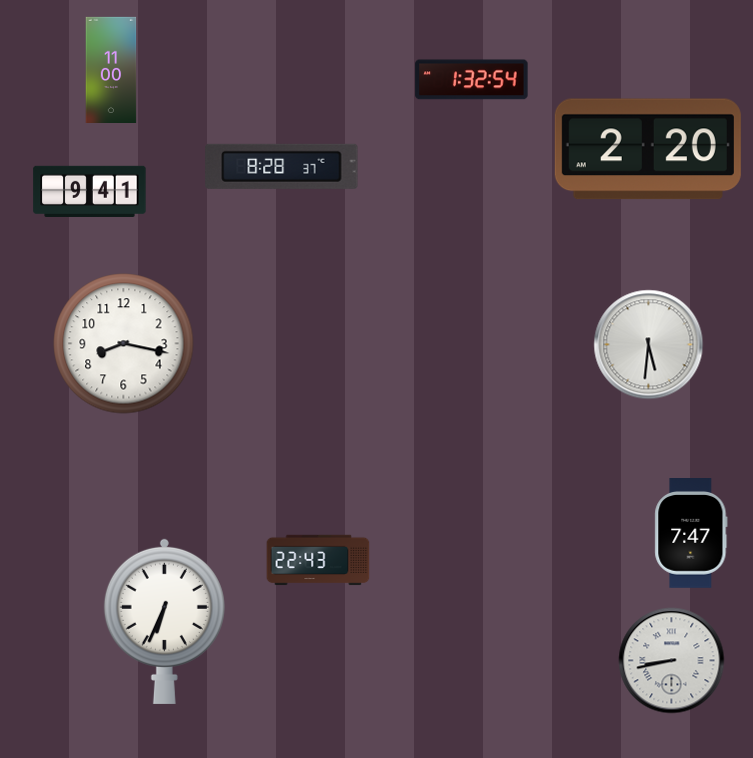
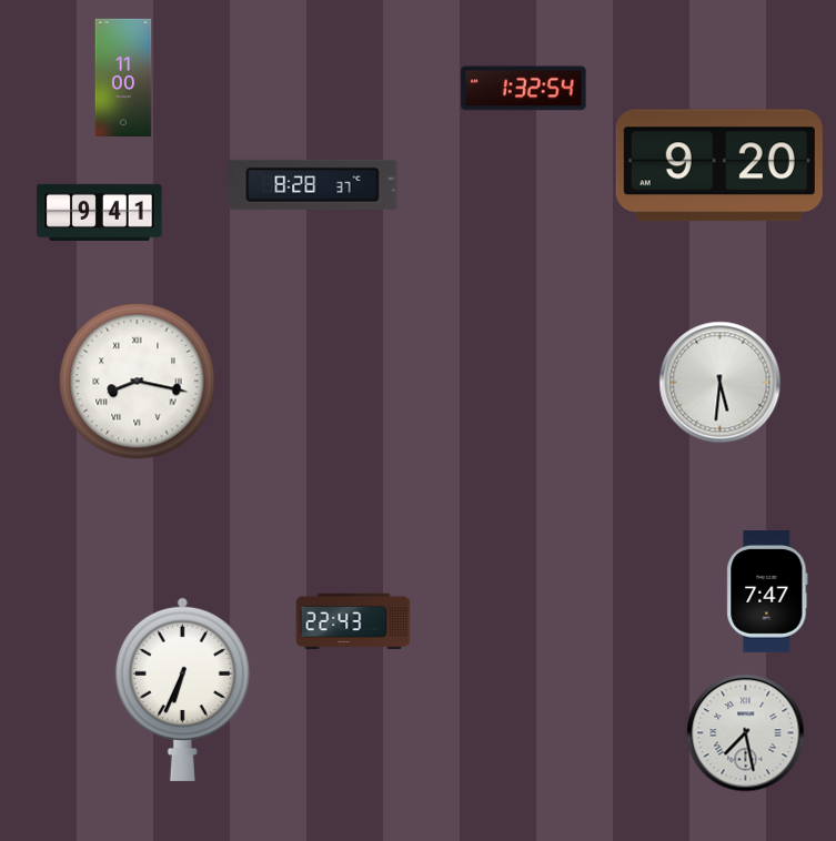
clock at (648, 149): 2:20 -> 9:20
clock at (124, 344) numerals: Arabic -> Roman
clock at (672, 661): 8:43 -> 7:28
